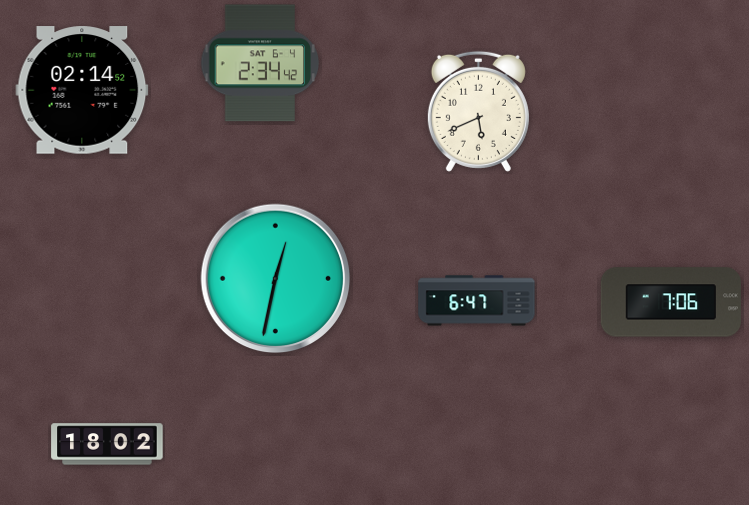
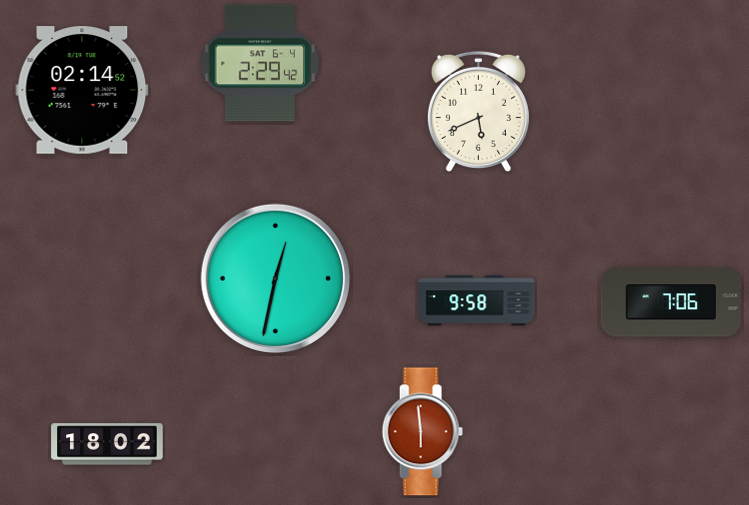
clock at (260, 63): 2:34 -> 2:29
clock at (477, 301): 6:47 -> 9:58
clock at (422, 432): none -> 5:59
